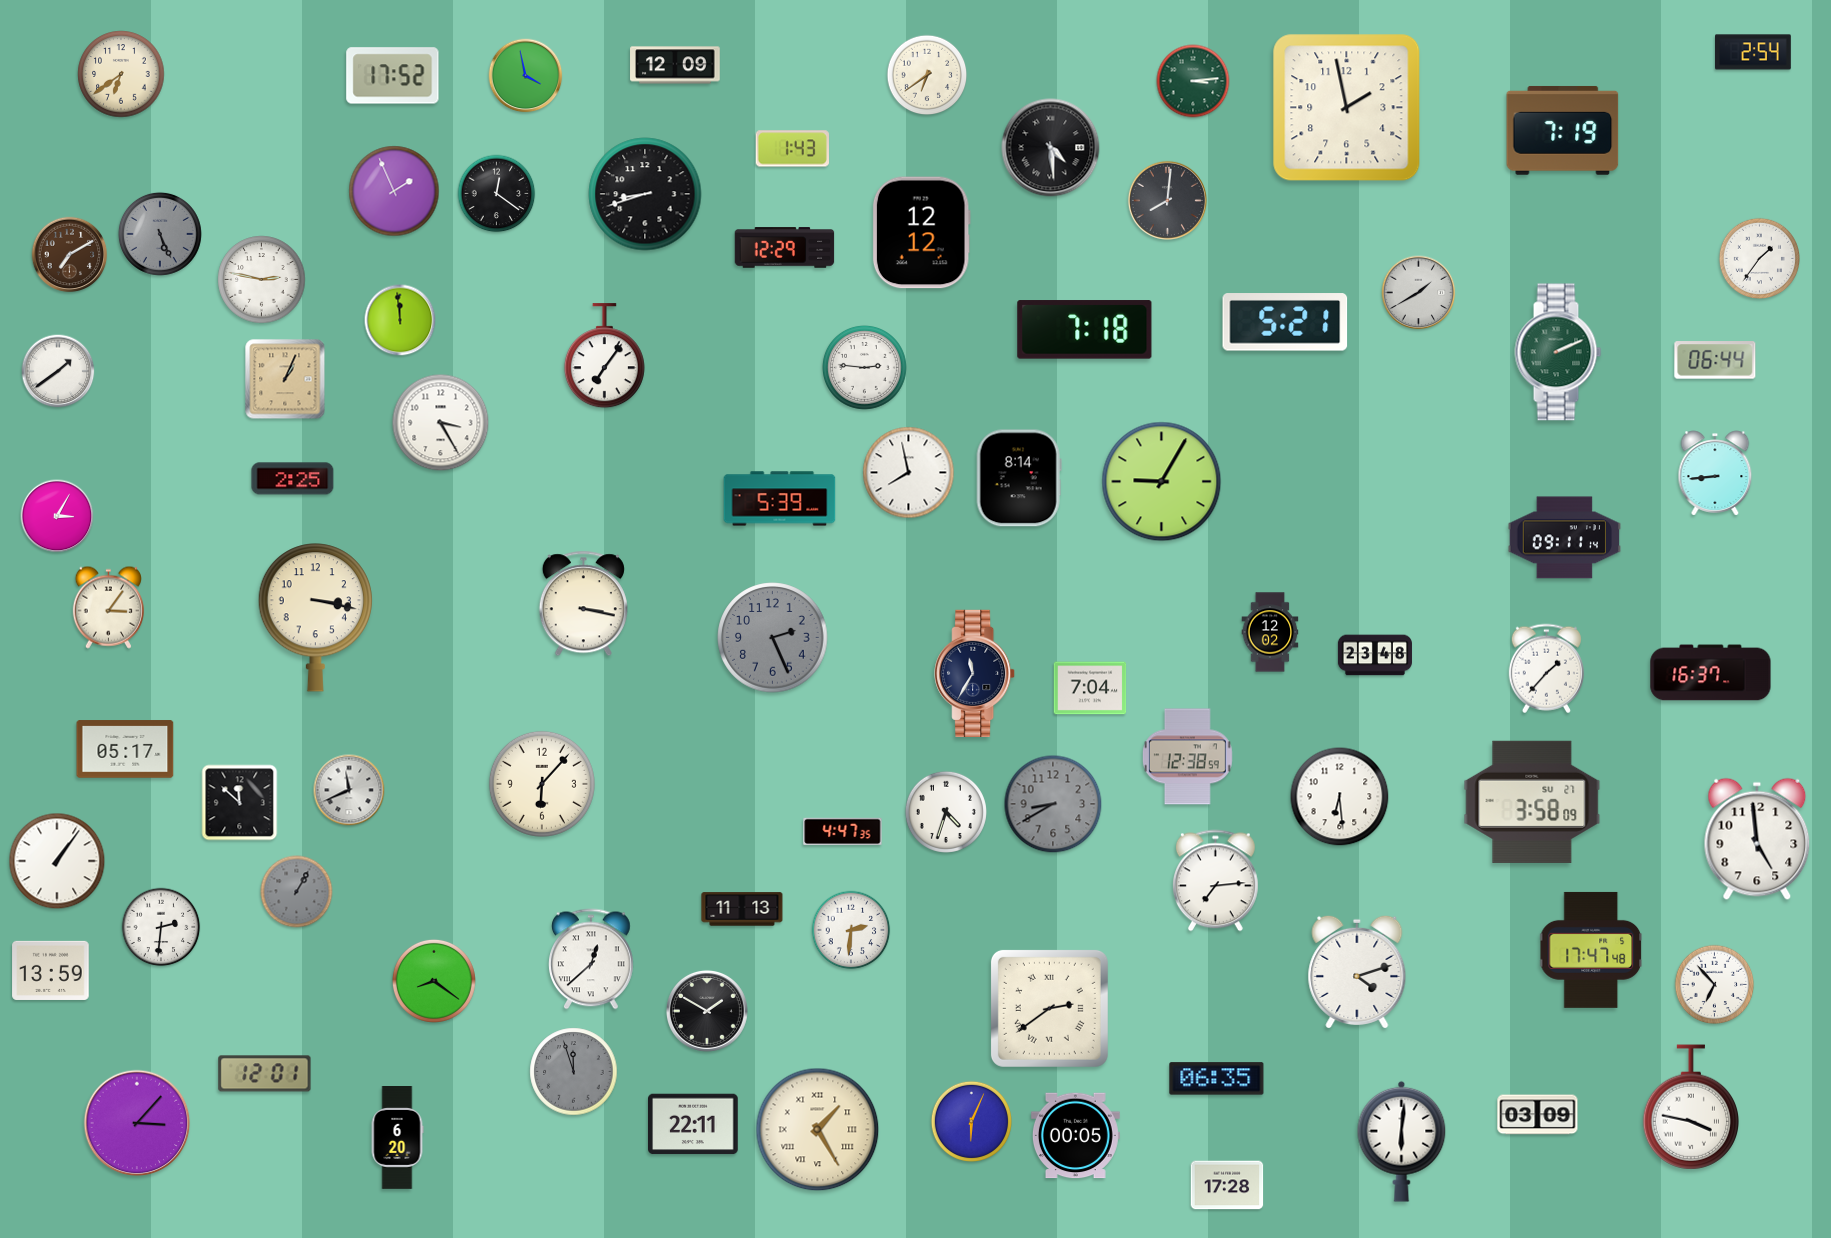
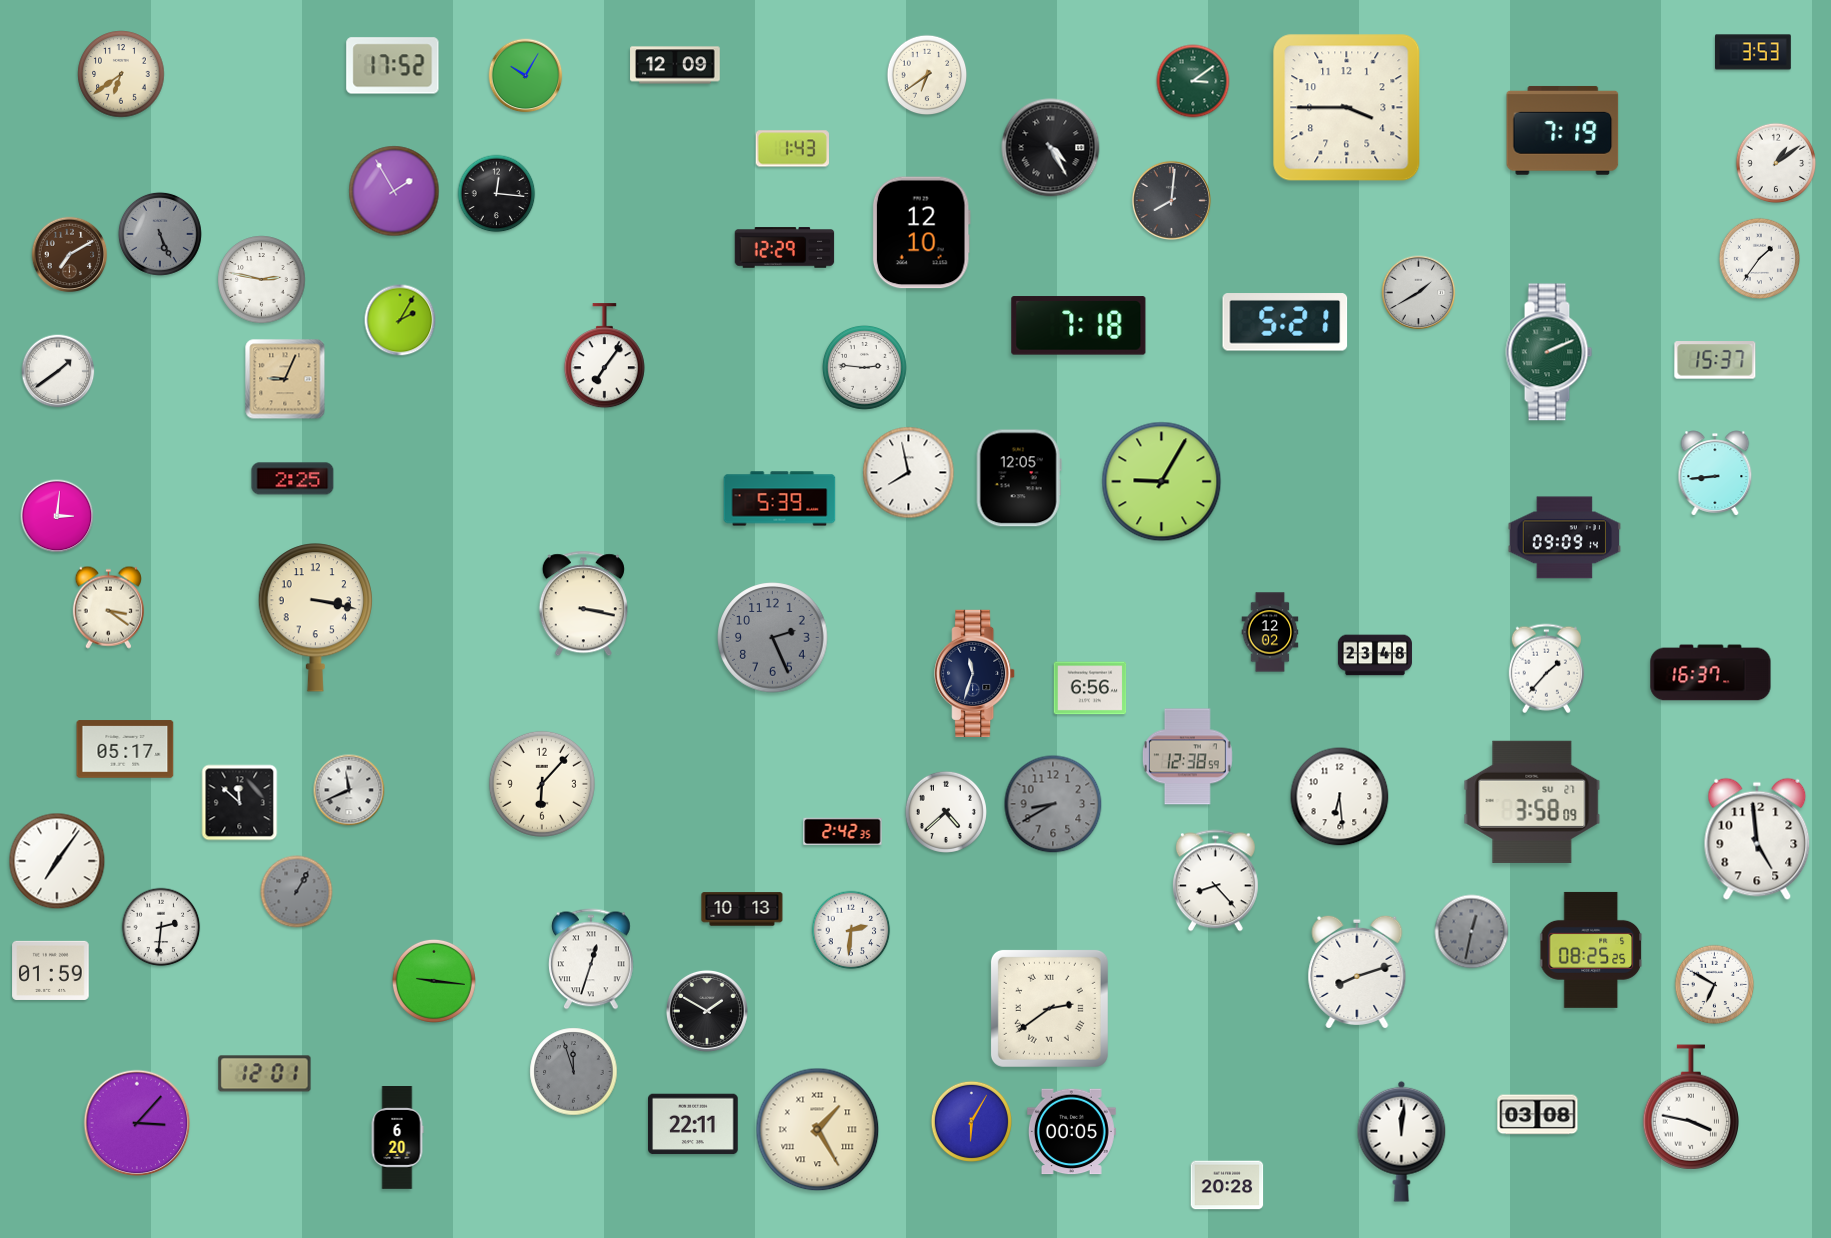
clock at (1754, 52): 2:54 -> 3:53
clock at (393, 76) position: (393, 76) -> (393, 66)
clock at (526, 76): 3:58 -> 10:05
clock at (1193, 81): 3:14 -> 3:09
clock at (1347, 108): 1:58 -> 3:45
clock at (1051, 148): 4:29 -> 4:25
clock at (1776, 163): none -> 1:09
clock at (394, 191): 1:56 -> 1:55
clock at (497, 194): 12:21 -> 12:16
clock at (645, 194): 8:42 -> none
clock at (1167, 200) position: (1167, 200) -> (1171, 200)
clock at (921, 233): 12:12 -> 12:10
clock at (400, 320): 11:59 -> 2:05
clock at (1085, 330) position: (1085, 330) -> (1079, 326)
clock at (1558, 352) position: (1558, 352) -> (1549, 352)
clock at (1715, 360): 06:44 -> 15:37
clock at (285, 379): 1:04 -> 9:04
clock at (441, 423): 3:25 -> none
clock at (1019, 478): 8:14 -> 12:05
clock at (57, 516): 3:05 -> 3:01
clock at (1565, 538): 09:11 -> 09:09
clock at (108, 607): 3:06 -> 3:21
clock at (975, 673): 11:35 -> 11:33
clock at (1090, 688): 7:04 -> 6:56
clock at (946, 812): 4:33 -> 4:38
clock at (843, 832): 4:47 -> 2:42
clock at (57, 861): 1:06 -> 7:06
clock at (1215, 881): 7:14 -> 8:23
clock at (742, 909): 11:13 -> 10:13
clock at (1472, 932): none -> 12:32
clock at (1592, 950): 17:47 -> 08:25
clock at (592, 959): 12:38 -> 12:33
clock at (51, 970): 13:59 -> 01:59
clock at (1357, 972): 4:12 -> 8:12
clock at (434, 981): 8:21 -> 9:16
clock at (1715, 985): 6:53 -> 6:50
clock at (1217, 1079): 06:35 -> none
clock at (1538, 1115): 03:09 -> 03:08
clock at (971, 1121): 6:04 -> 6:05
clock at (1075, 1136) position: (1075, 1136) -> (1071, 1132)
clock at (1402, 1141): 6:01 -> 12:01
clock at (1227, 1185): 17:28 -> 20:28
